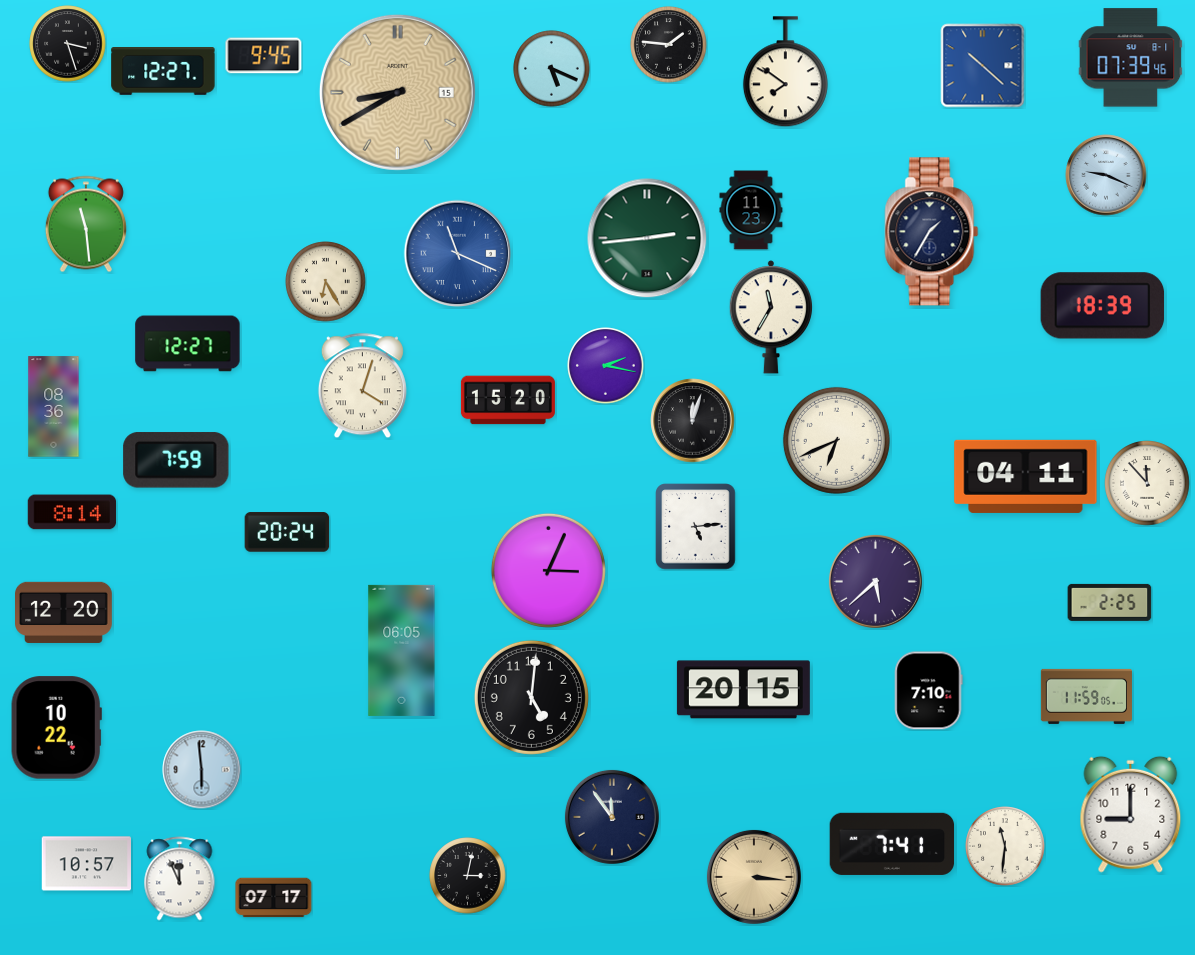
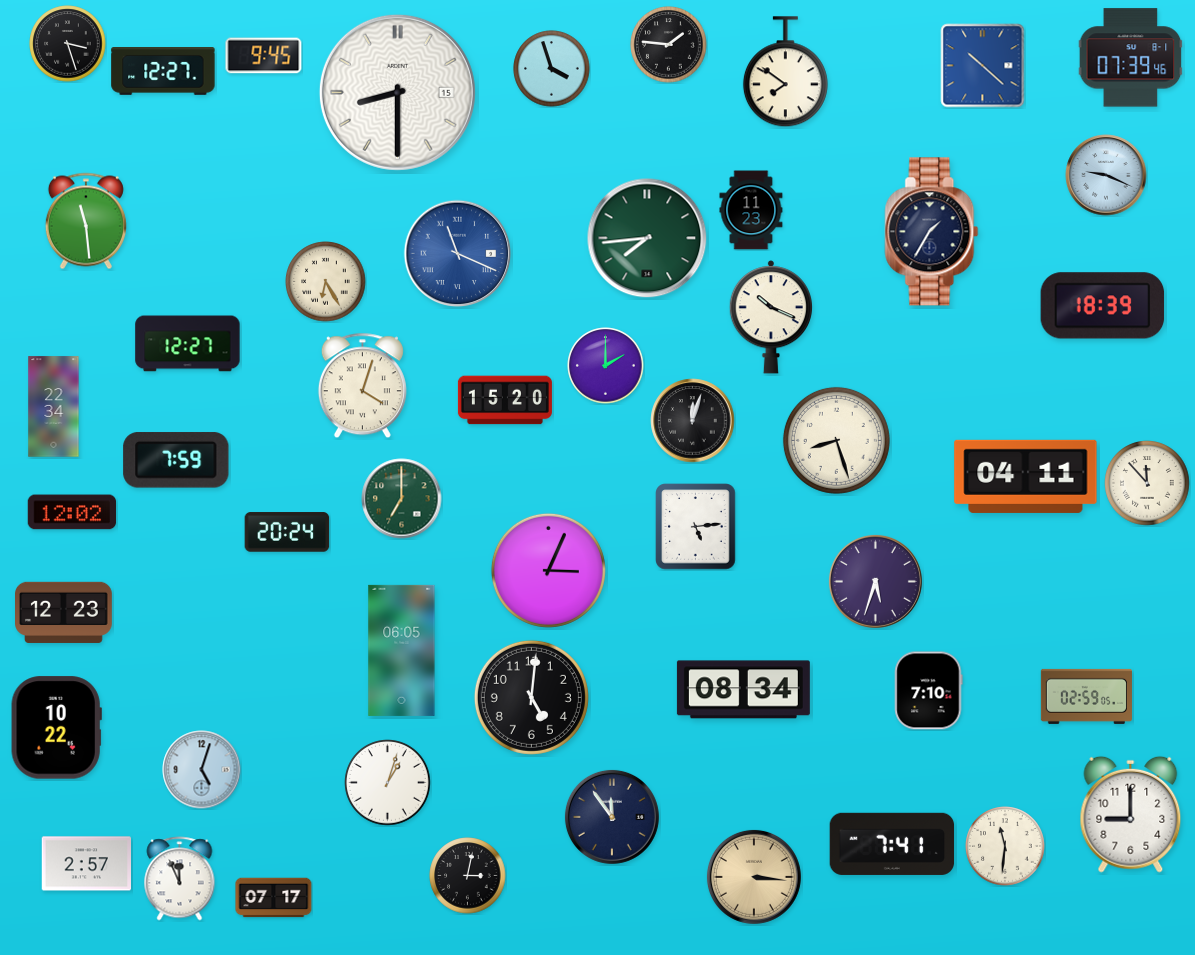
clock at (552, 69): 5:19 -> 3:57
clock at (397, 92): 8:40 -> 8:30
clock at (397, 92) dial: champagne -> white
clock at (86, 224) position: (86, 224) -> (86, 221)
clock at (647, 238): 2:44 -> 7:44
clock at (770, 317): 11:35 -> 10:19
clock at (606, 366): 2:17 -> 2:00
clock at (508, 400) position: (508, 400) -> (505, 400)
clock at (54, 407): 08:36 -> 22:34
clock at (836, 440): 6:41 -> 8:27
clock at (402, 499): none -> 7:00
clock at (72, 512): 8:14 -> 12:02
clock at (875, 581): 5:38 -> 5:33
clock at (1110, 602): 2:25 -> none
clock at (64, 612): 12:20 -> 12:23
clock at (743, 690): 20:15 -> 08:34
clock at (1086, 696): 11:59 -> 02:59
clock at (202, 770): 5:59 -> 5:03
clock at (388, 783): none -> 1:03
clock at (86, 864): 10:57 -> 2:57
